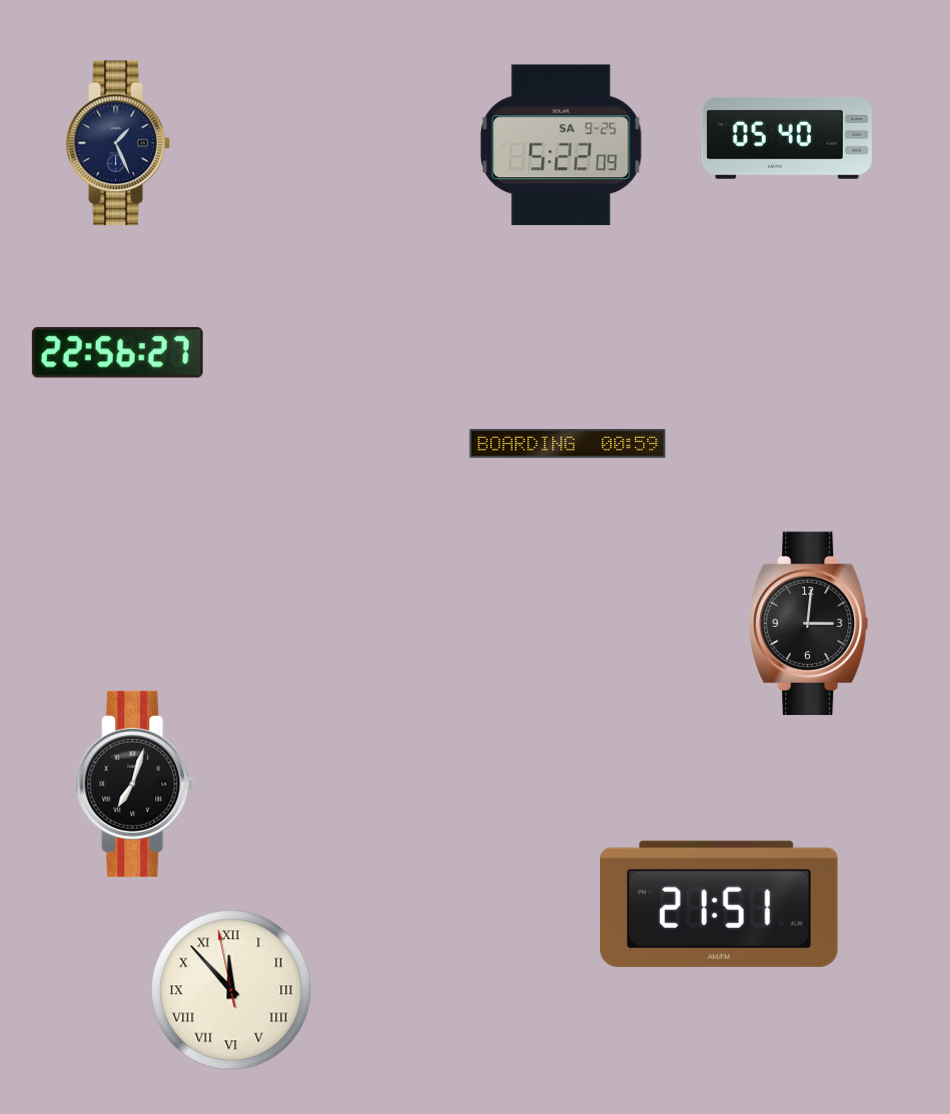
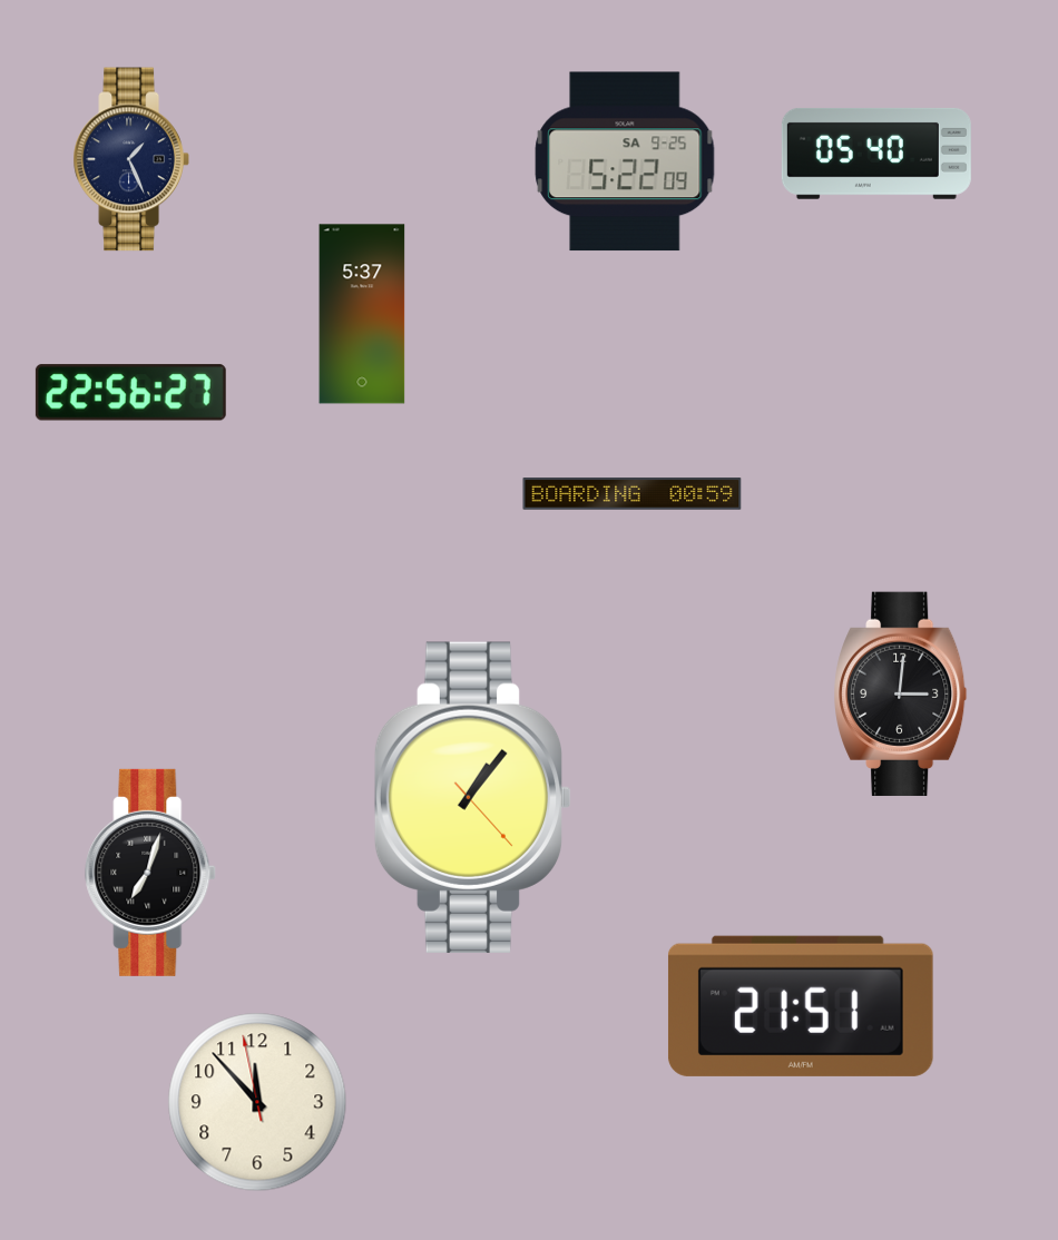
clock at (362, 314): none -> 5:37
clock at (473, 797): none -> 1:06
clock at (231, 990) numerals: Roman -> Arabic
